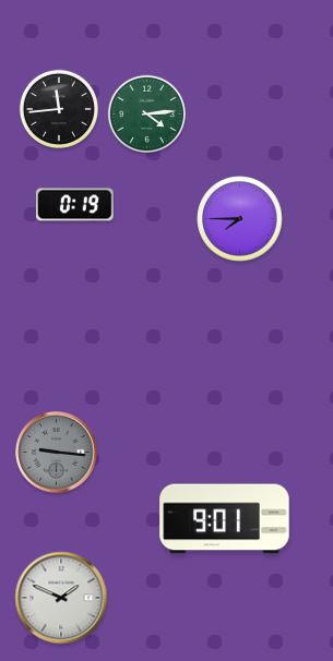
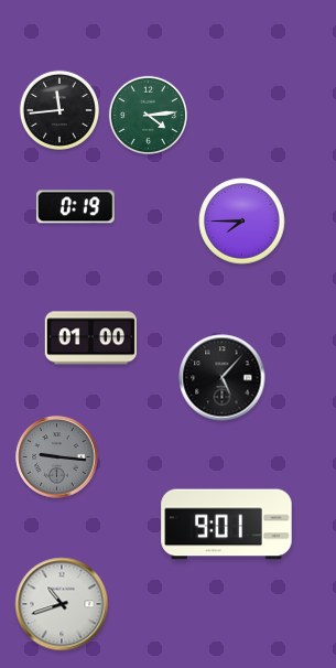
clock at (90, 338): none -> 01:00
clock at (223, 378): none -> 5:07
clock at (61, 598): 1:49 -> 10:42
